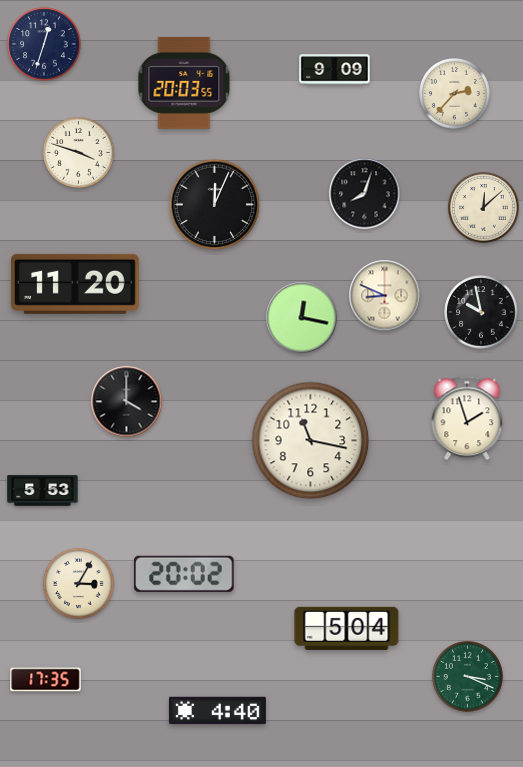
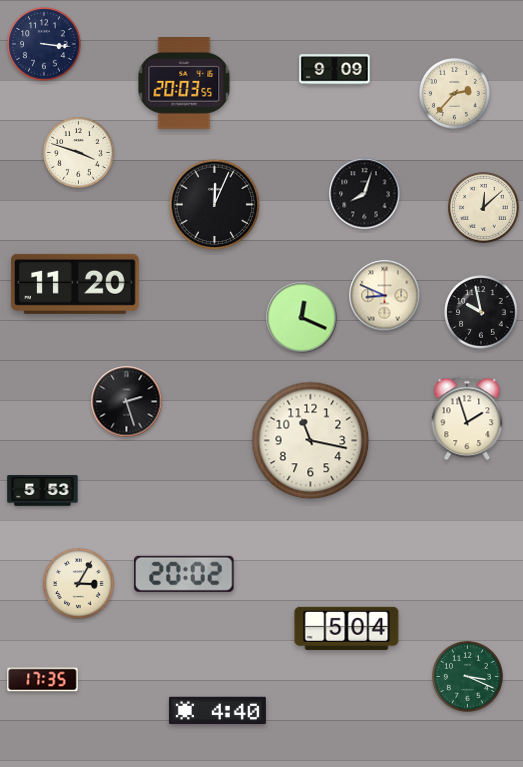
clock at (44, 44): 12:33 -> 3:16
clock at (302, 318): 12:17 -> 12:19
clock at (127, 402): 4:00 -> 2:27
clock at (46, 680) position: (46, 680) -> (43, 680)
